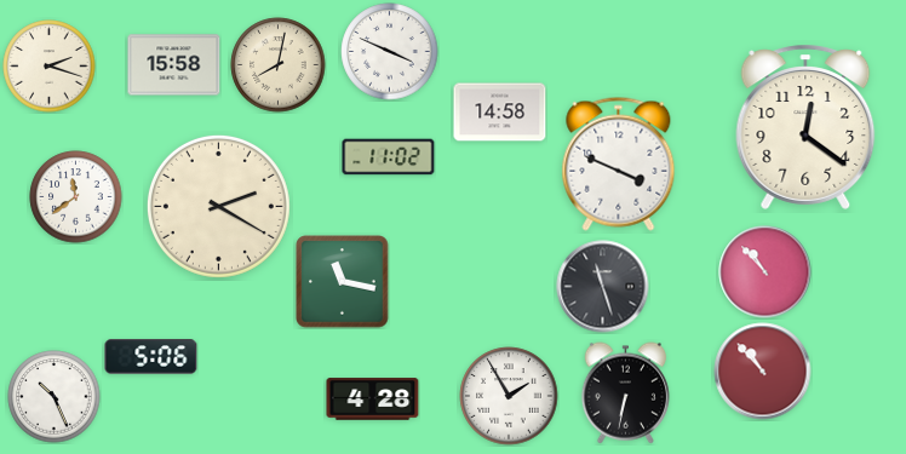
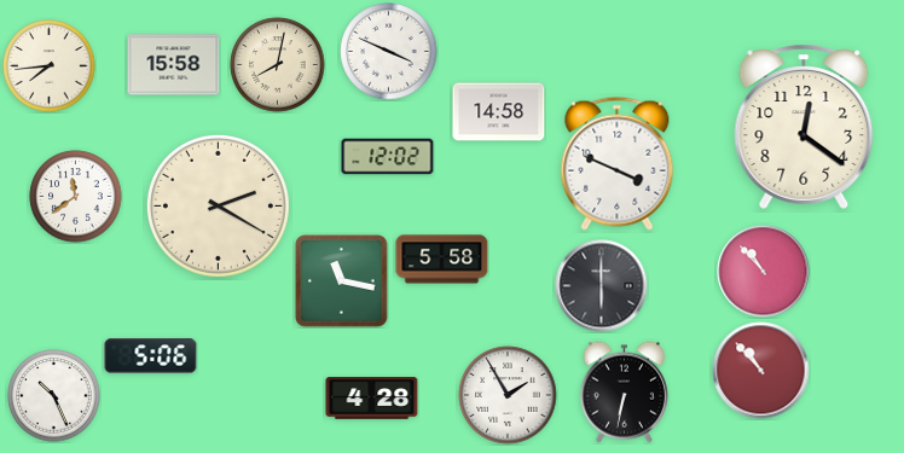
clock at (50, 67): 2:18 -> 7:44
clock at (389, 157): 11:02 -> 12:02
clock at (442, 260): none -> 5:58
clock at (603, 287): 11:27 -> 6:00
